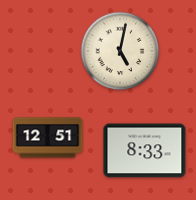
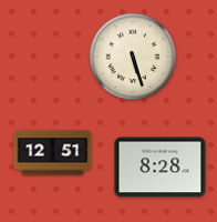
clock at (120, 51): 5:02 -> 5:27
clock at (145, 151): 8:33 -> 8:28
